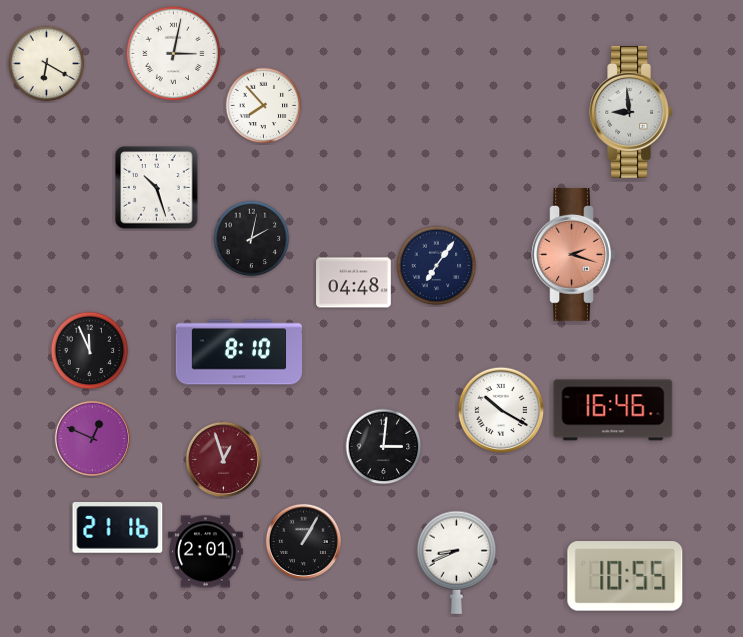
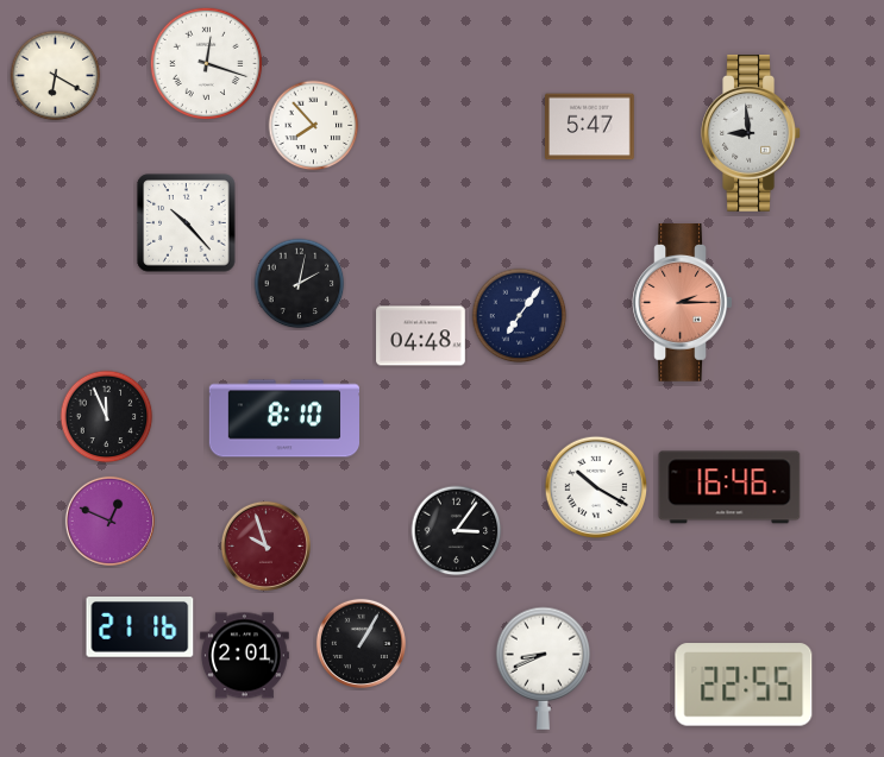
clock at (174, 54): 3:02 -> 12:18
clock at (590, 127): none -> 5:47
clock at (157, 188): 10:27 -> 10:23
clock at (574, 255): 2:18 -> 2:15
clock at (384, 447): 3:01 -> 3:06
clock at (223, 459): 12:57 -> 9:57
clock at (625, 576): 10:55 -> 22:55
